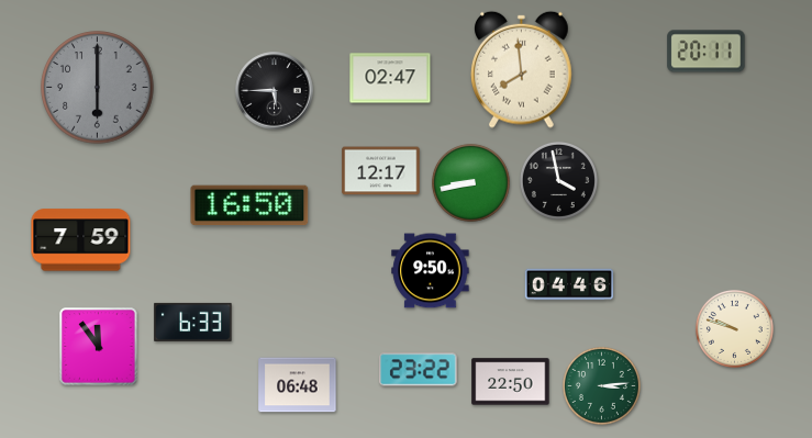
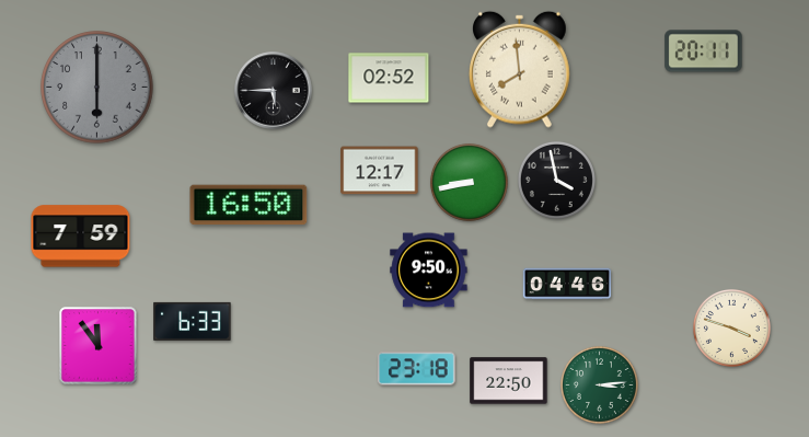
clock at (390, 78): 02:47 -> 02:52
clock at (81, 240) position: (81, 240) -> (81, 237)
clock at (734, 328): 9:48 -> 3:48
clock at (419, 370): 23:22 -> 23:18
clock at (298, 385): 06:48 -> none
